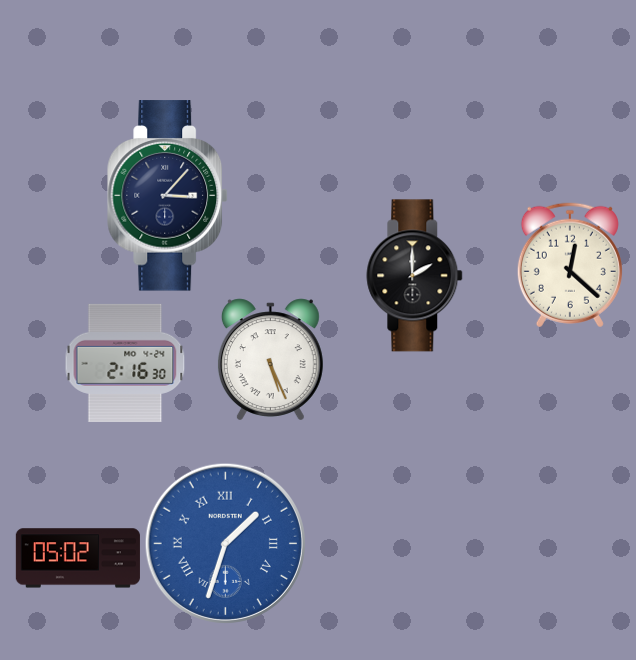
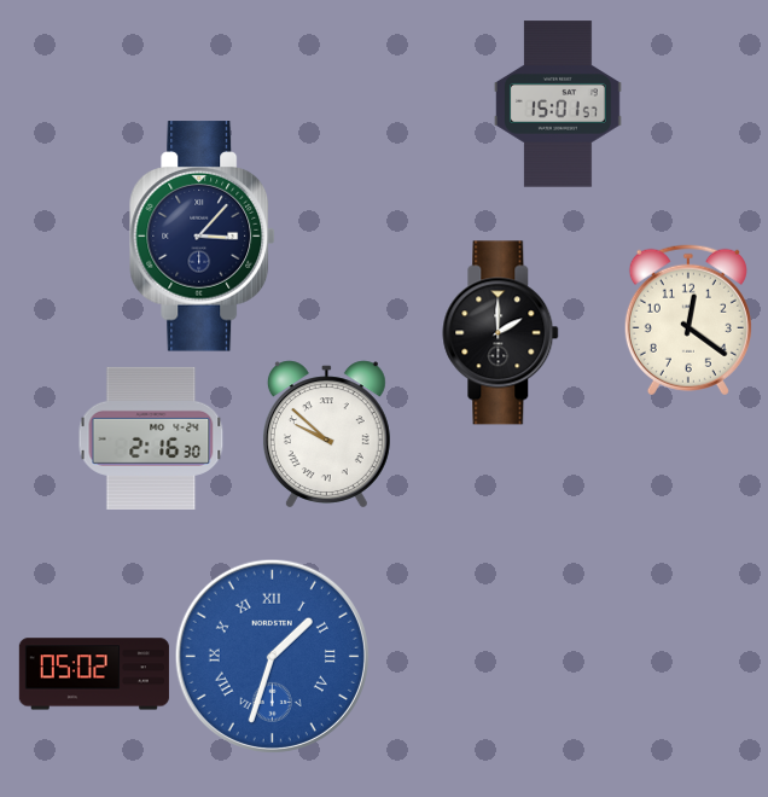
clock at (558, 104): none -> 15:01
clock at (570, 265): 12:22 -> 12:21
clock at (270, 360): 5:26 -> 9:52
